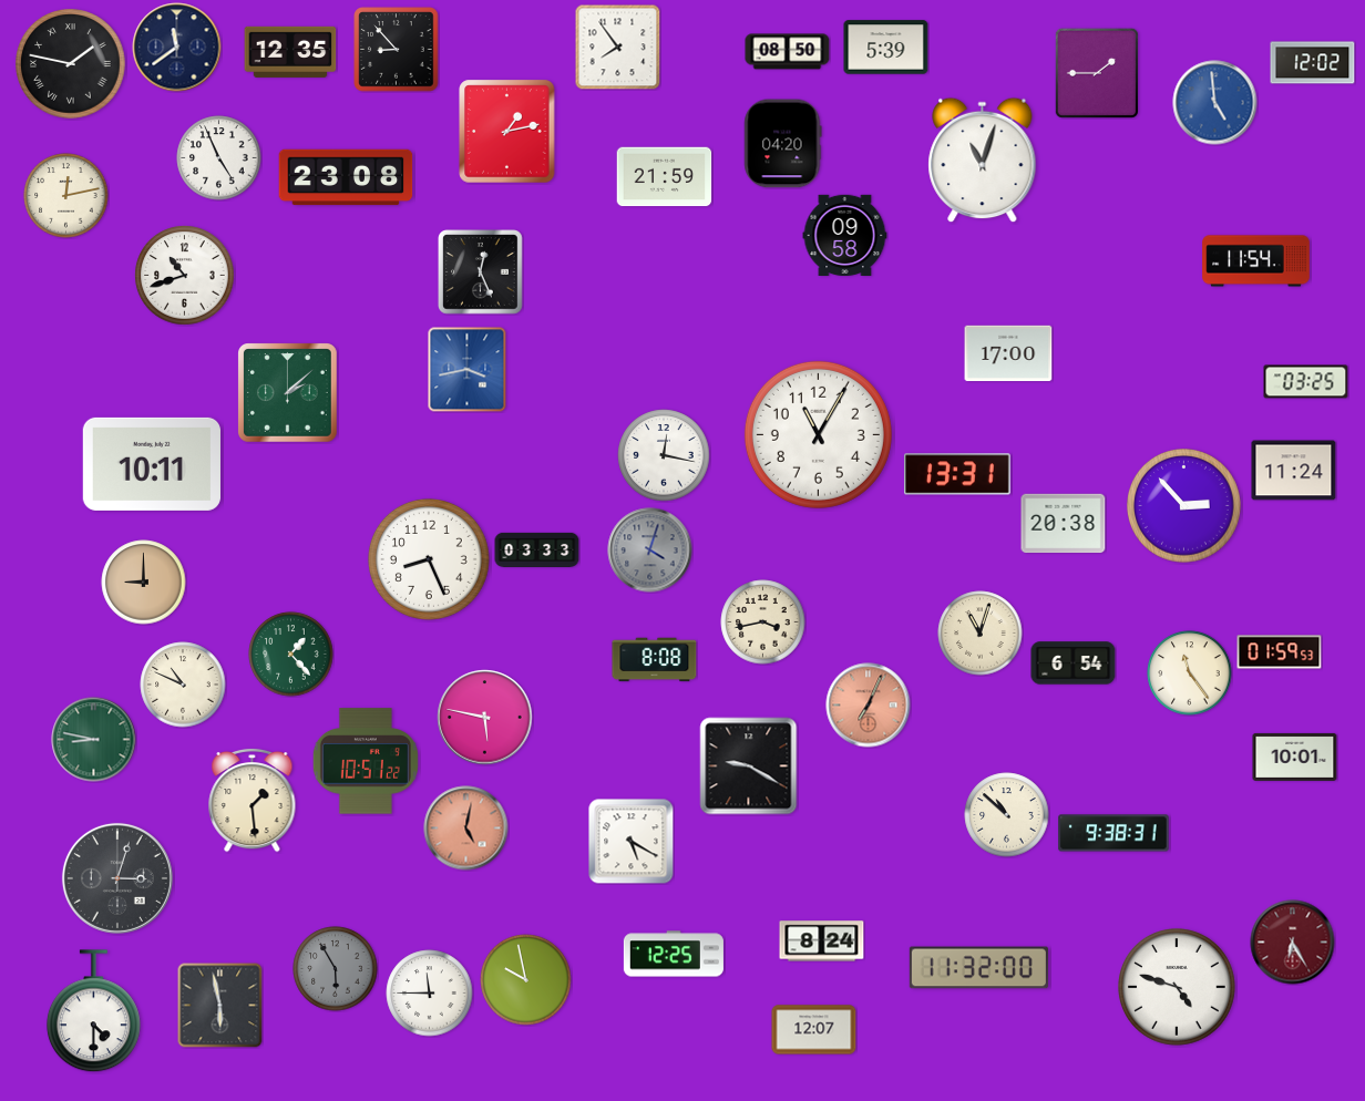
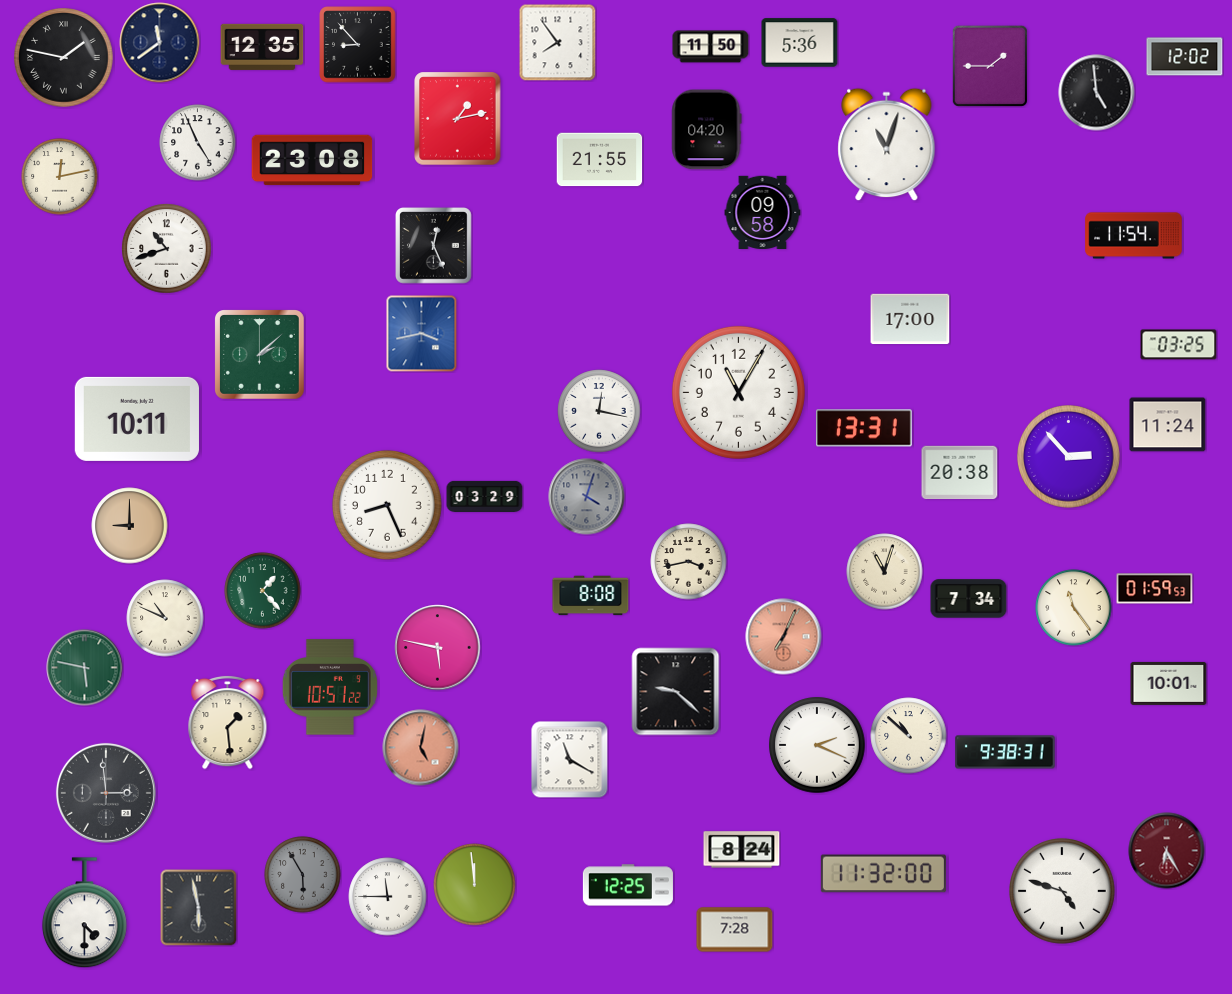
clock at (886, 48): 5:39 -> 5:36
clock at (788, 52): 08:50 -> 11:50
clock at (1215, 103) dial: blue -> black
clock at (665, 177): 21:59 -> 21:55
clock at (537, 549): 03:33 -> 03:29
clock at (1074, 663): 6:54 -> 7:34
clock at (94, 740): 8:47 -> 5:47
clock at (749, 766): 9:20 -> 9:22
clock at (817, 745): none -> 2:19
clock at (632, 842): 5:20 -> 11:20
clock at (117, 878): 3:03 -> 2:59
clock at (674, 954) position: (674, 954) -> (628, 885)
clock at (526, 980): 9:58 -> 11:59
clock at (814, 1030): 12:07 -> 7:28
